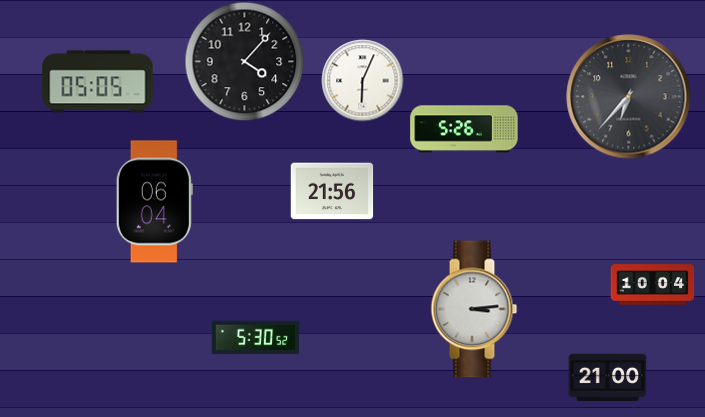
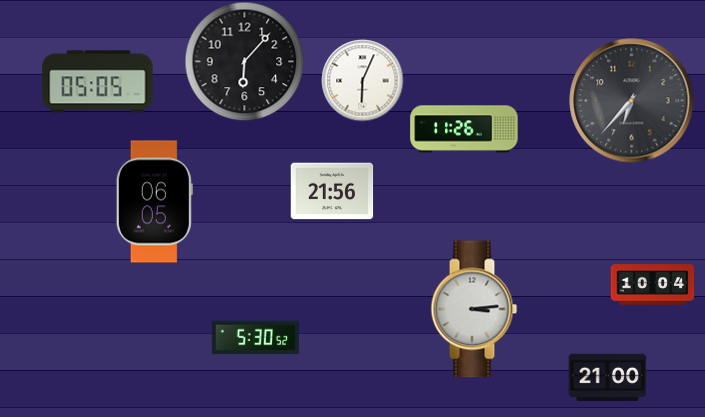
clock at (244, 61): 4:07 -> 6:07
clock at (629, 97) position: (629, 97) -> (632, 101)
clock at (464, 129): 5:26 -> 11:26
clock at (154, 202): 06:04 -> 06:05
